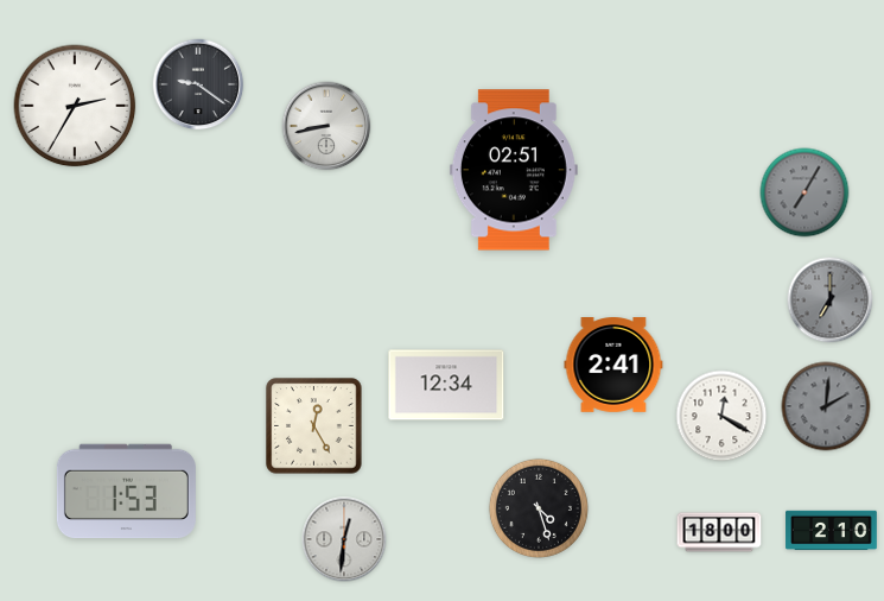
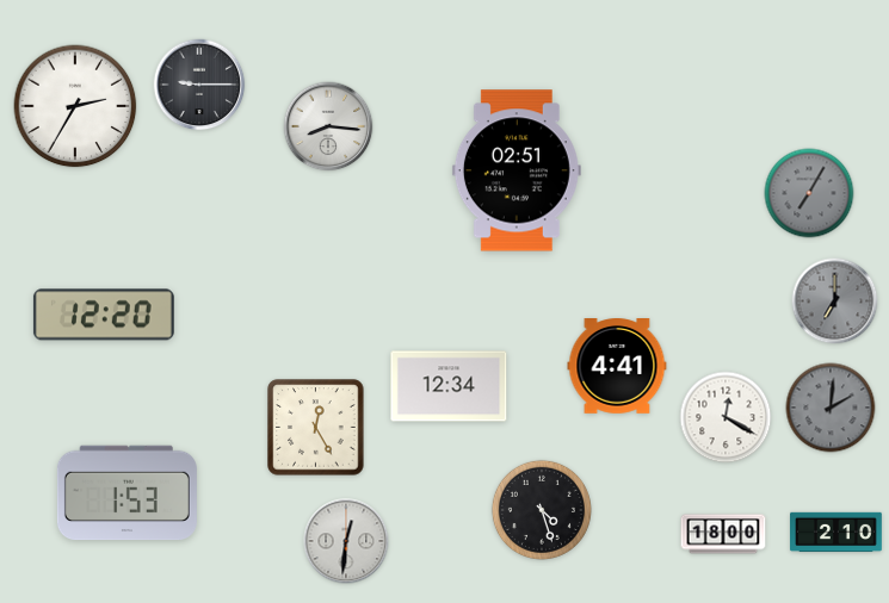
clock at (198, 84): 9:21 -> 9:15
clock at (326, 126): 8:43 -> 8:16
clock at (104, 315): none -> 12:20
clock at (613, 366): 2:41 -> 4:41
